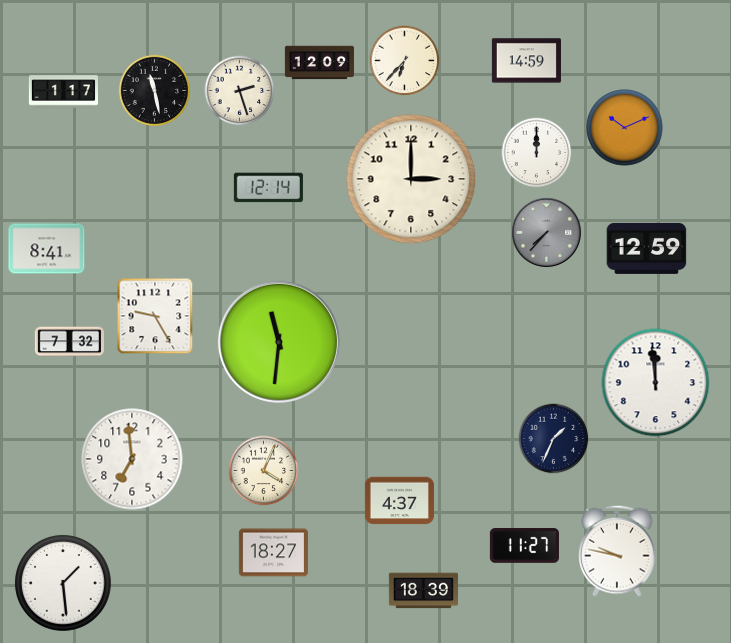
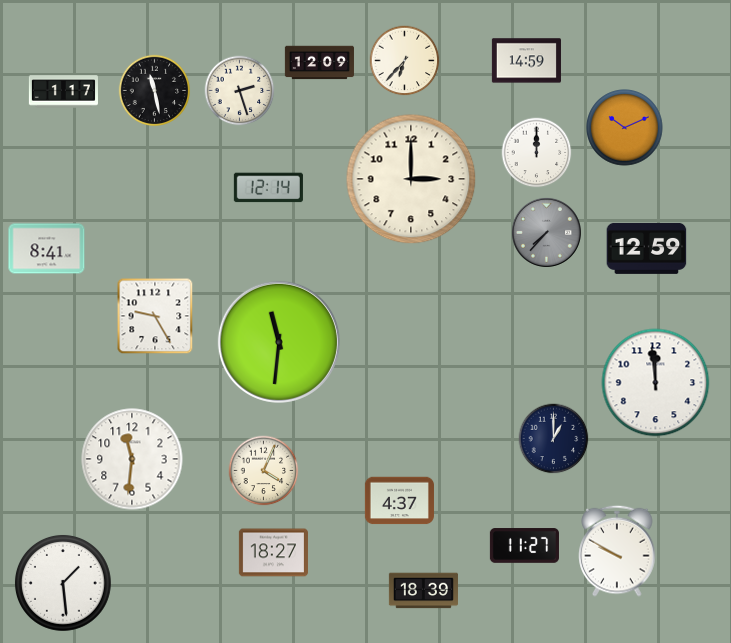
clock at (69, 342): 7:32 -> none
clock at (554, 439): 1:34 -> 1:00
clock at (132, 459): 6:59 -> 11:31
clock at (617, 551): 9:47 -> 9:50
